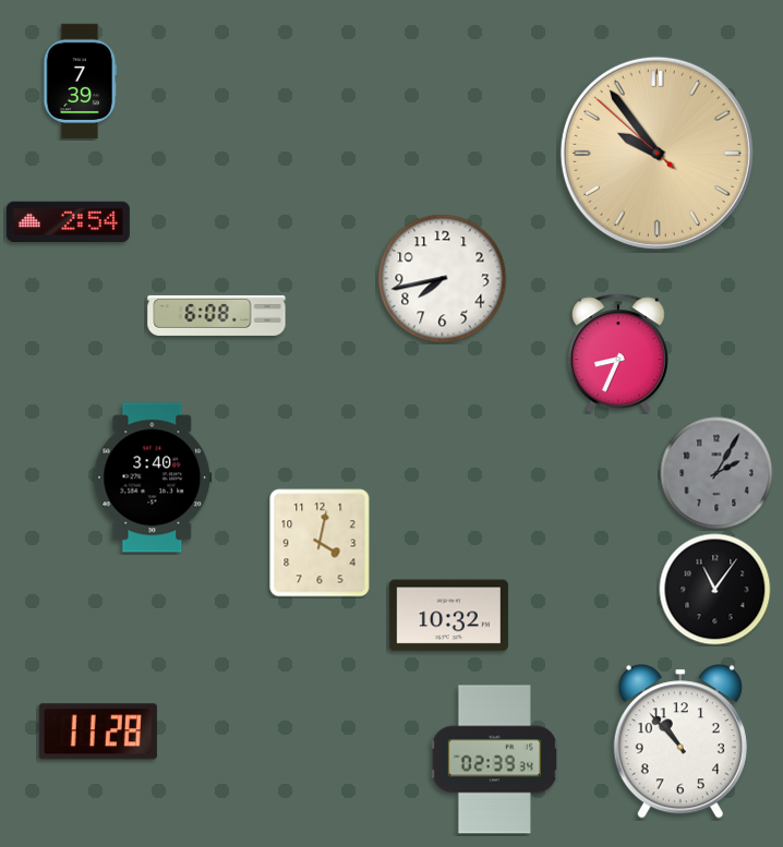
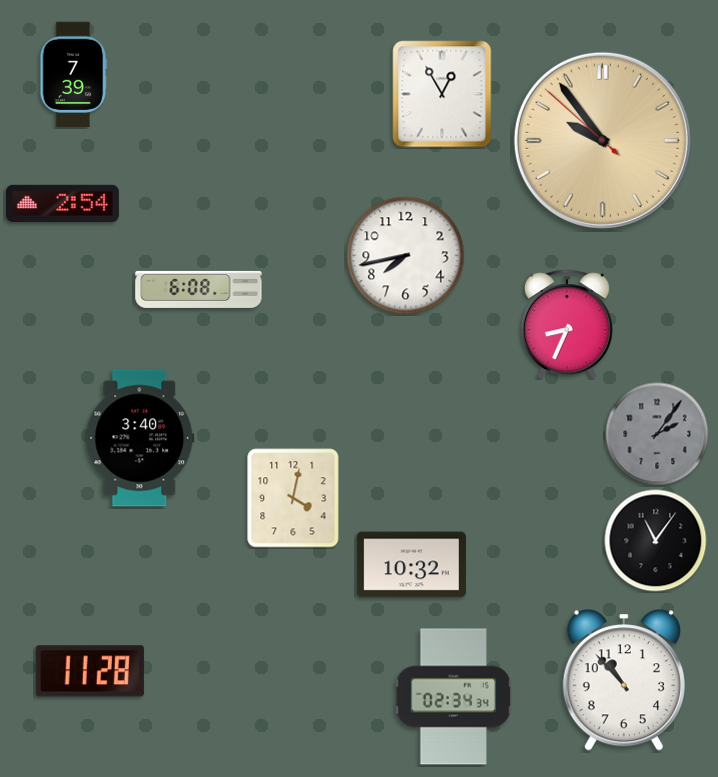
clock at (442, 94): none -> 12:55
clock at (716, 473): 2:05 -> 2:06
clock at (494, 760): 02:39 -> 02:34
